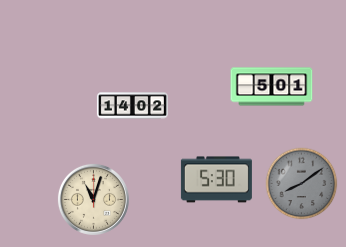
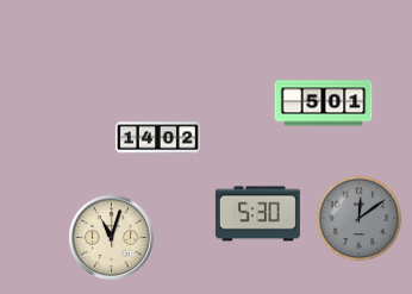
clock at (132, 106) position: (132, 106) -> (157, 138)
clock at (302, 184): 8:09 -> 12:09
